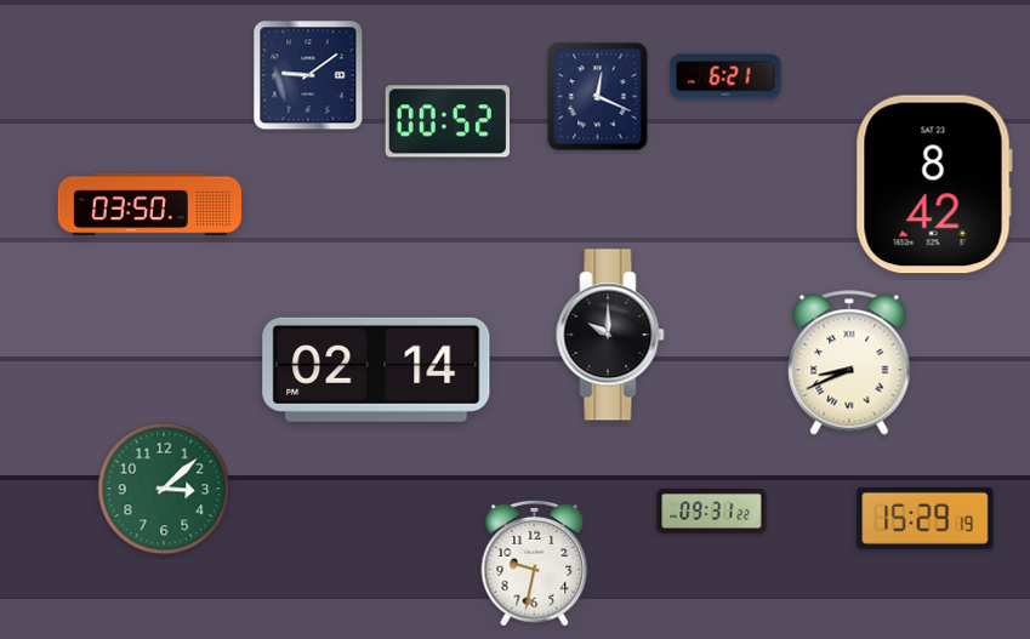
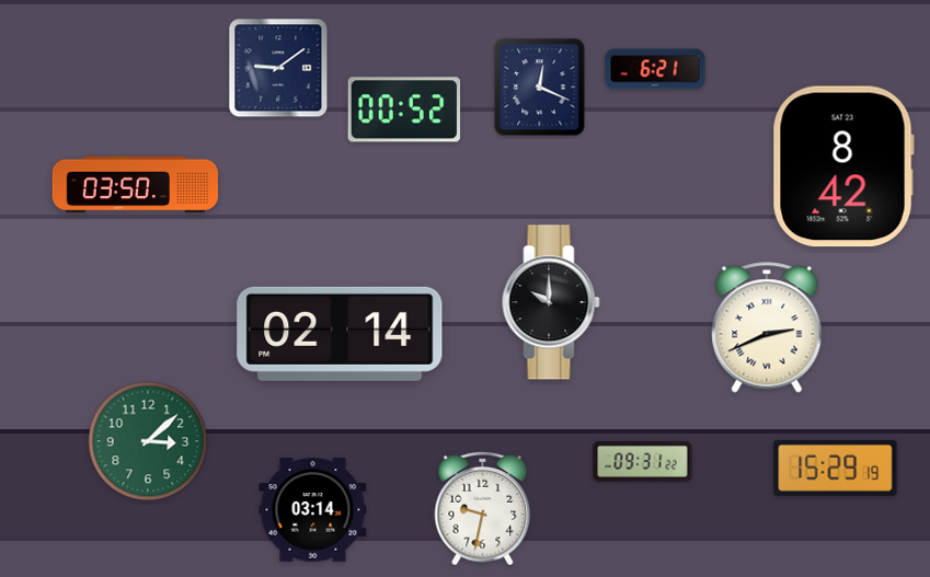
clock at (849, 363): 8:41 -> 2:41
clock at (313, 510): none -> 03:14
